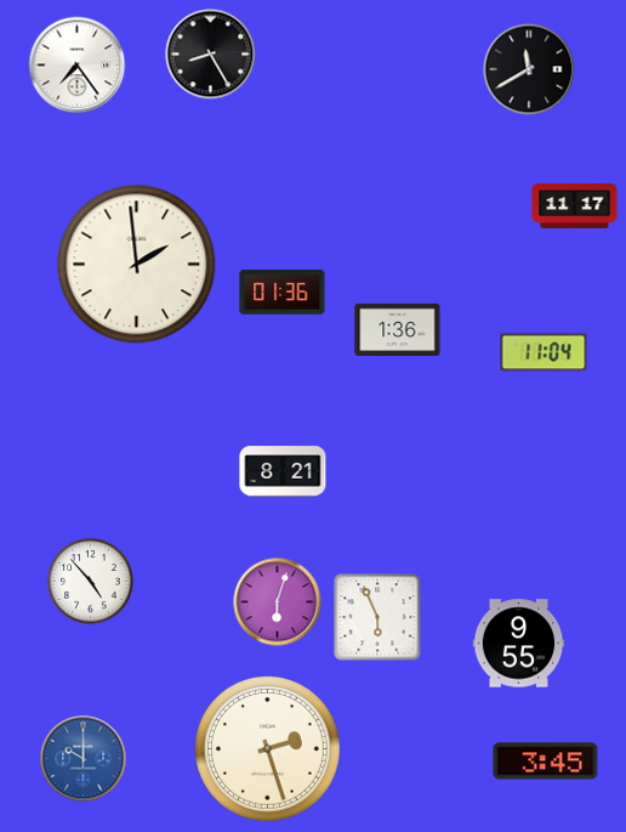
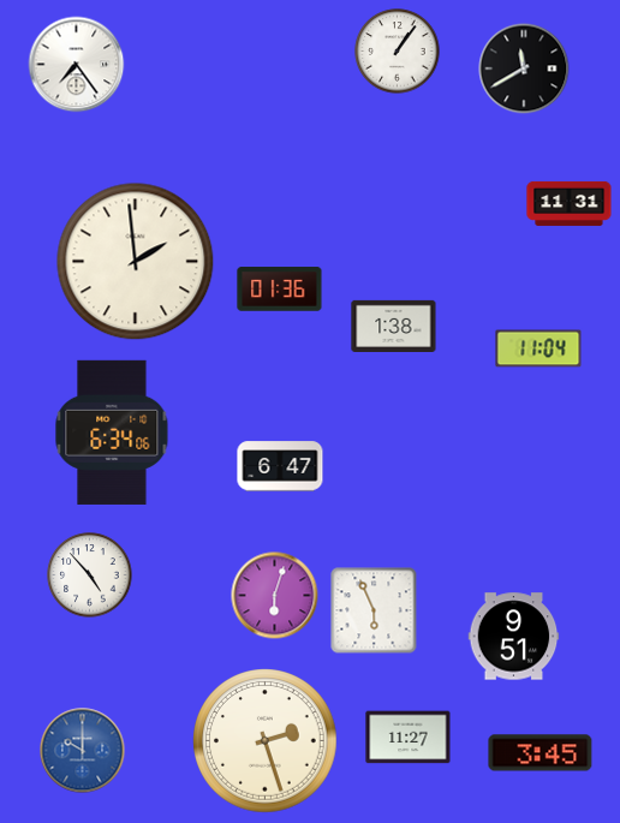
clock at (398, 52): none -> 1:06
clock at (211, 55): 8:25 -> none
clock at (575, 205): 11:17 -> 11:31
clock at (398, 329): 1:36 -> 1:38
clock at (112, 433): none -> 6:34
clock at (283, 471): 8:21 -> 6:47
clock at (519, 644): 9:55 -> 9:51
clock at (409, 738): none -> 11:27
